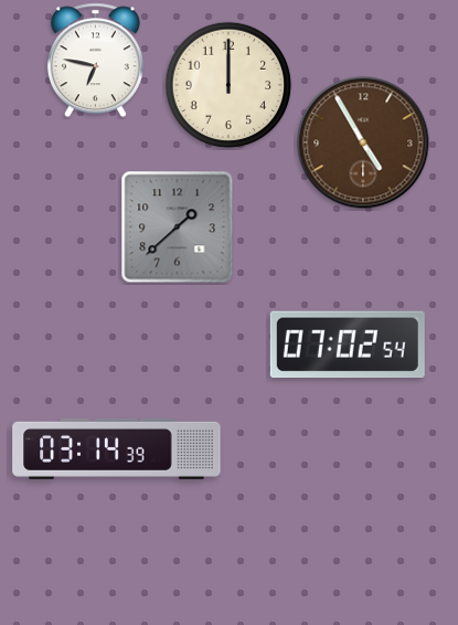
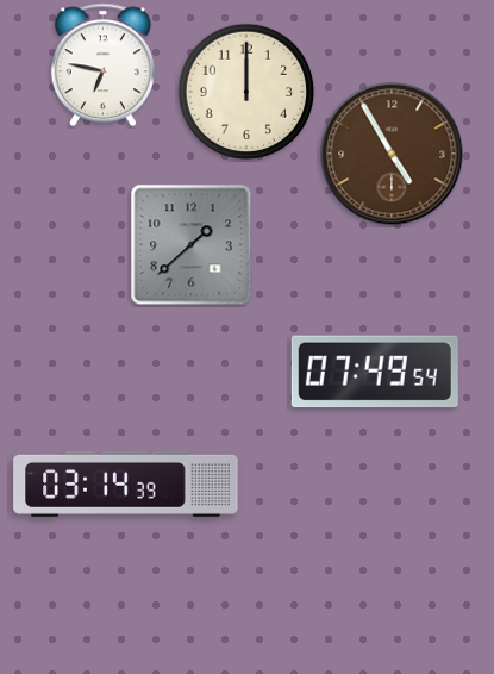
clock at (348, 345): 07:02 -> 07:49
